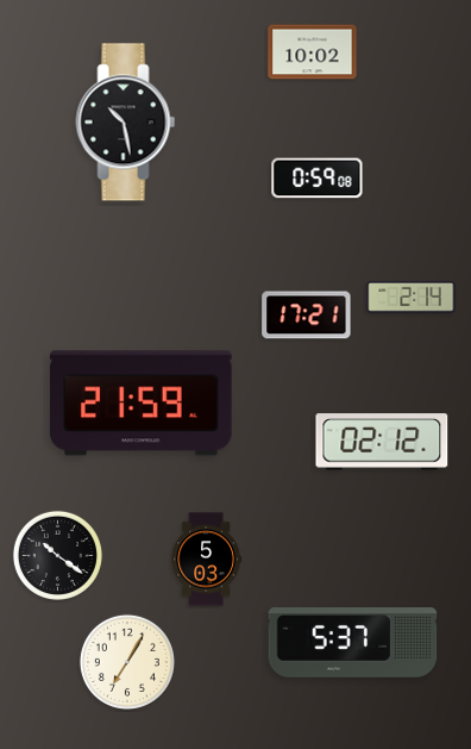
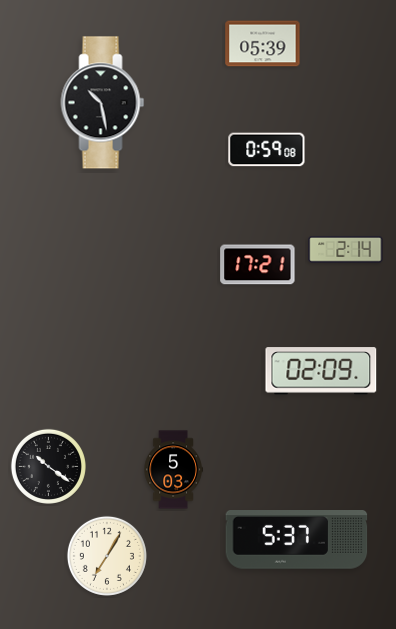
clock at (313, 52): 10:02 -> 05:39
clock at (126, 123) position: (126, 123) -> (103, 103)
clock at (142, 404): 21:59 -> none
clock at (382, 442): 02:12 -> 02:09
